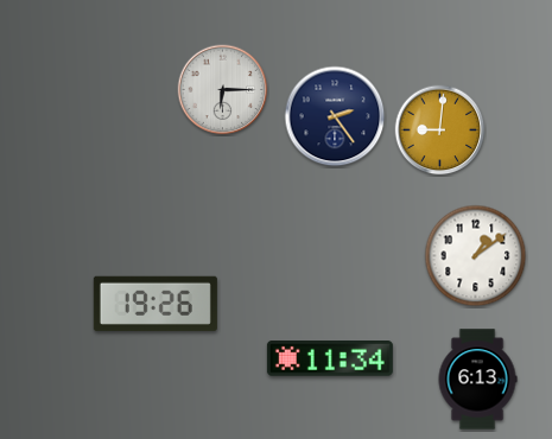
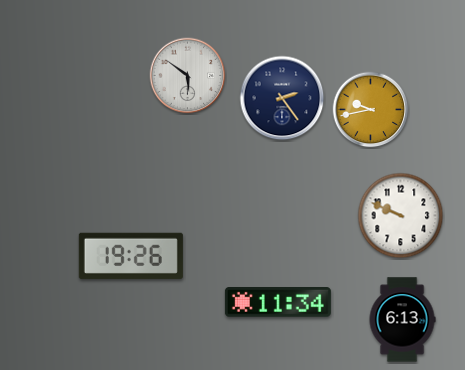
clock at (223, 90): 6:15 -> 5:51
clock at (440, 131): 9:01 -> 9:43
clock at (476, 256): 1:09 -> 9:49
